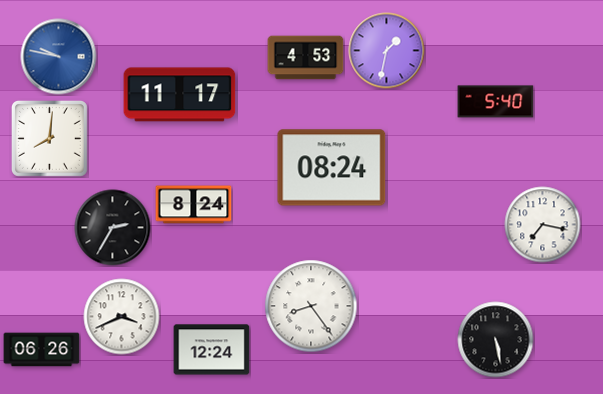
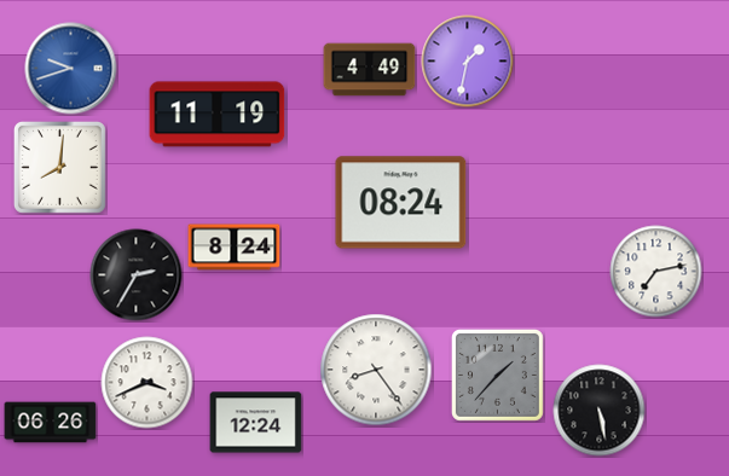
clock at (59, 57): 9:47 -> 9:42
clock at (306, 58): 4:53 -> 4:49
clock at (180, 95): 11:17 -> 11:19
clock at (496, 102): 5:40 -> none
clock at (543, 225): 7:17 -> 7:13
clock at (497, 375): none -> 1:37
